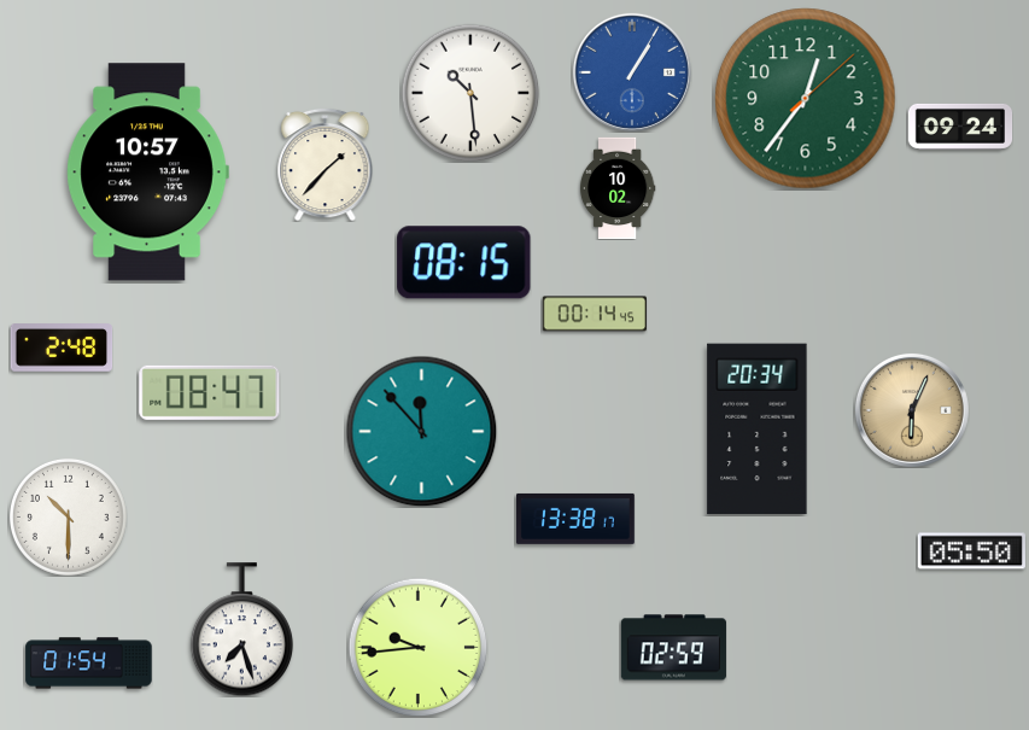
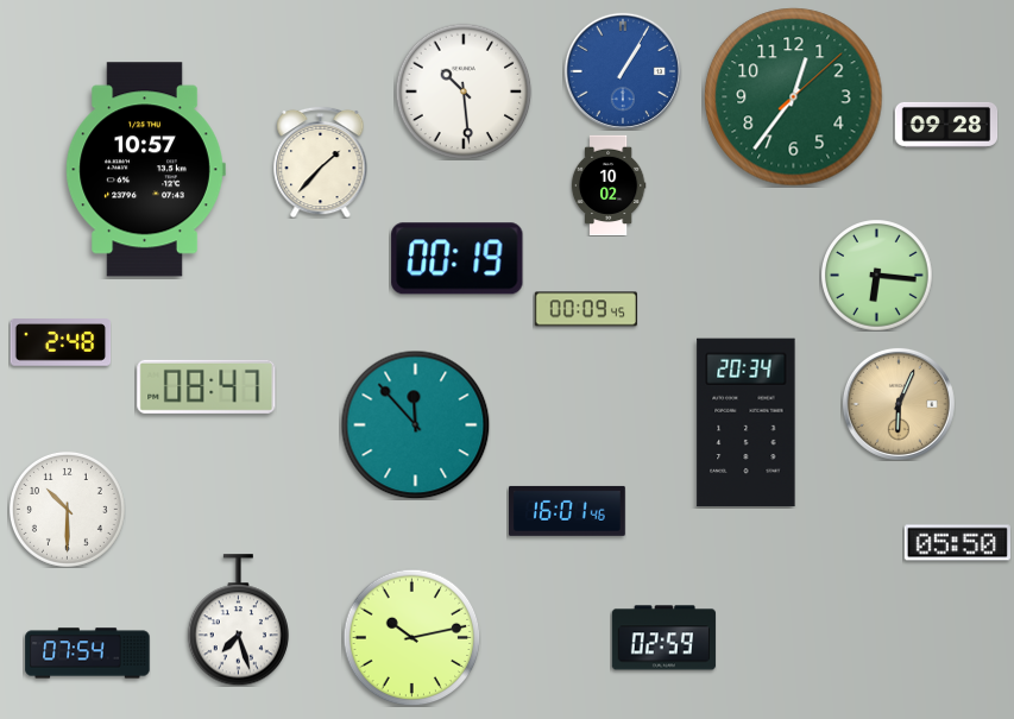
clock at (960, 127): 09:24 -> 09:28
clock at (464, 263): 08:15 -> 00:19
clock at (876, 275): none -> 6:16
clock at (595, 314): 00:14 -> 00:09
clock at (575, 519): 13:38 -> 16:01
clock at (417, 647): 9:44 -> 10:13
clock at (89, 664): 01:54 -> 07:54
